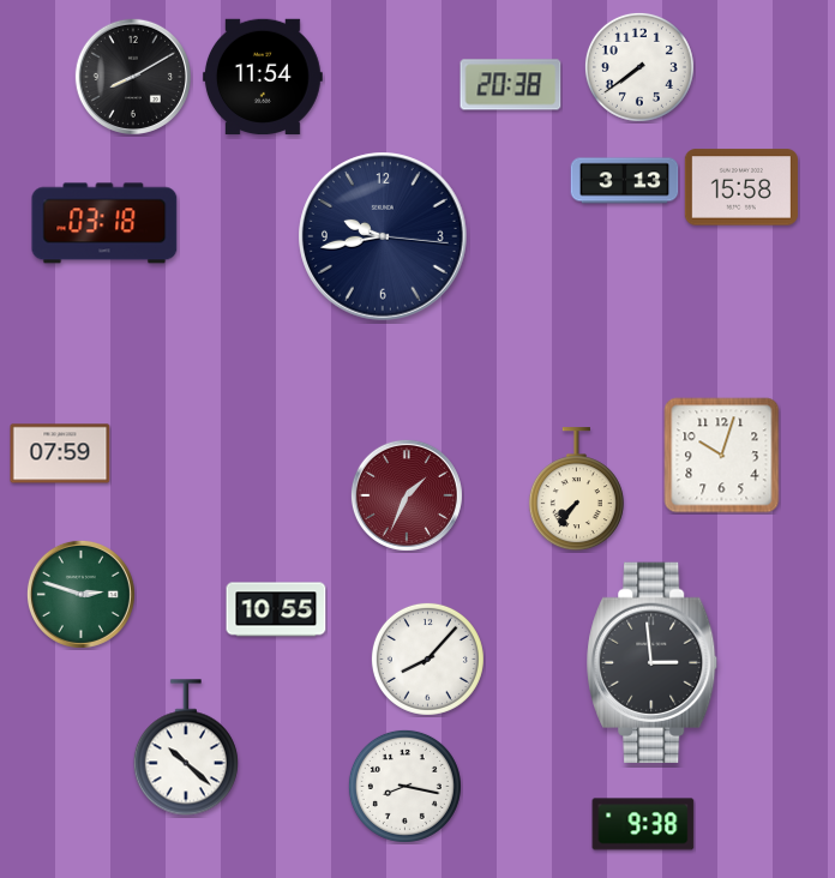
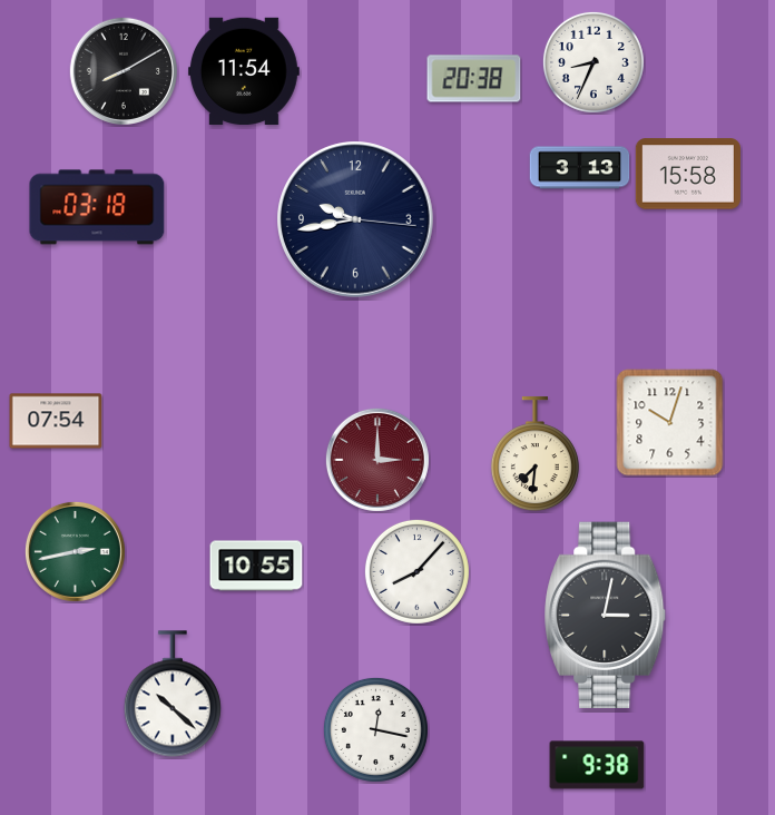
clock at (639, 67): 7:39 -> 8:34
clock at (60, 453): 07:59 -> 07:54
clock at (576, 489): 7:36 -> 7:31
clock at (407, 495): 1:34 -> 3:00
clock at (80, 594): 2:48 -> 2:43
clock at (427, 659) position: (427, 659) -> (416, 571)
clock at (653, 662): 2:59 -> 3:02
clock at (404, 786): 8:17 -> 12:17
